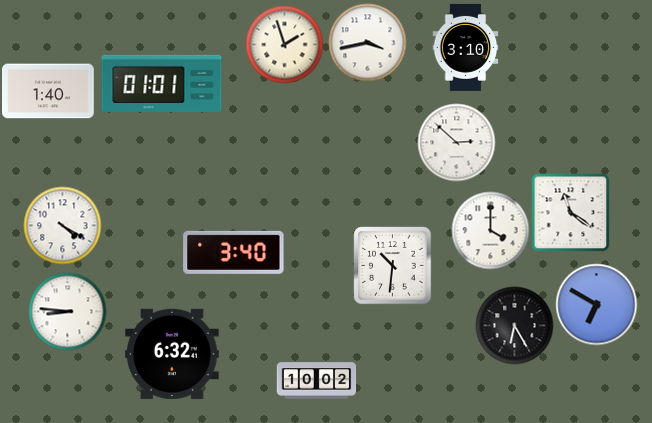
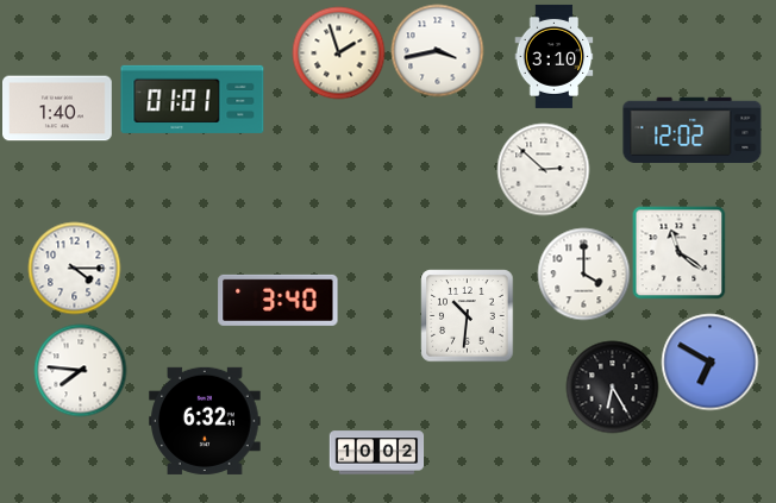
clock at (693, 131): none -> 12:02
clock at (62, 225): 4:20 -> 4:15
clock at (67, 311): 8:46 -> 7:46
